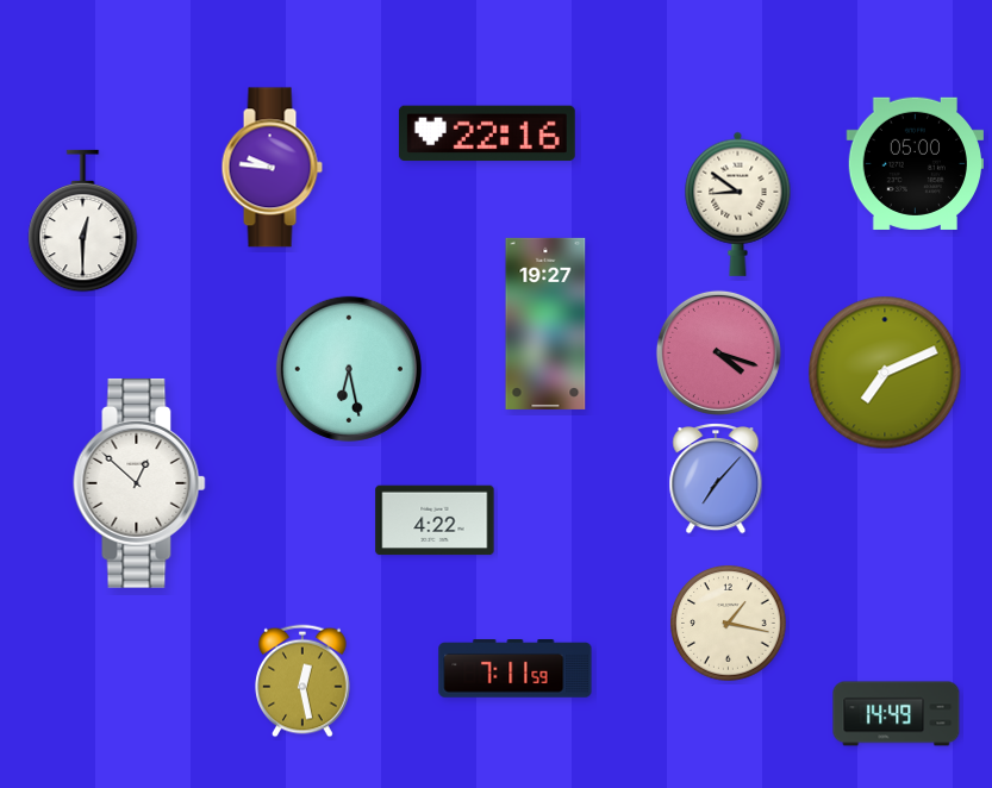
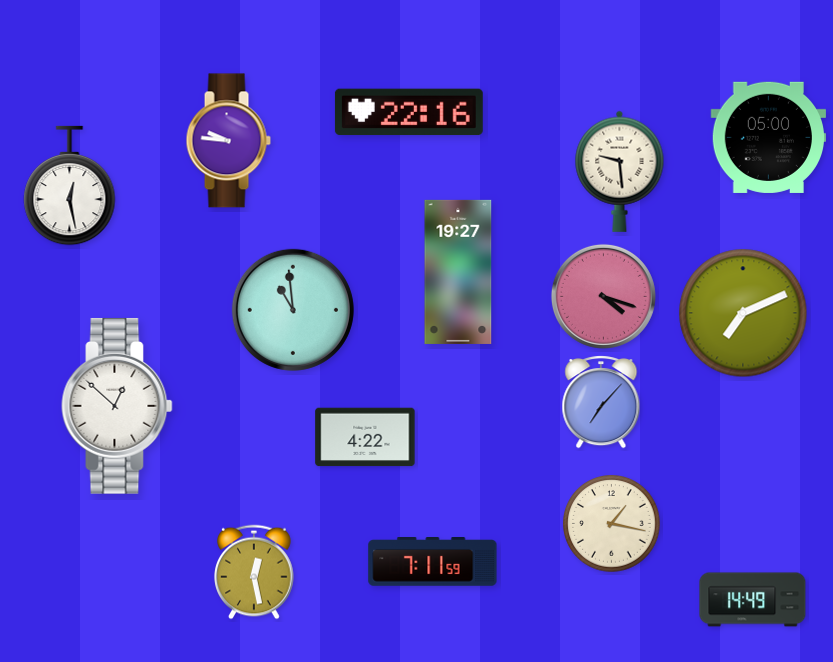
clock at (738, 204): 8:51 -> 9:29
clock at (83, 221): 12:30 -> 12:28
clock at (349, 369): 6:28 -> 10:59
